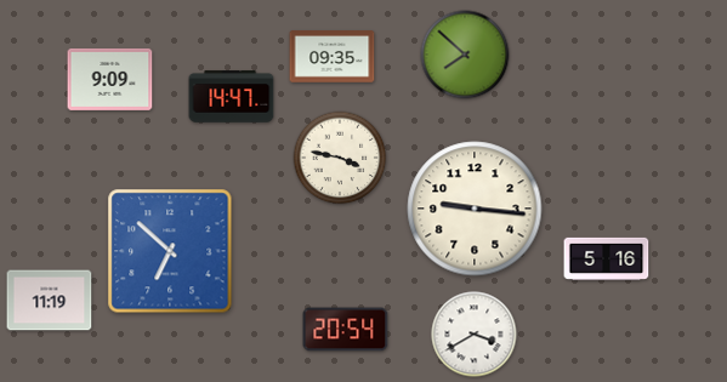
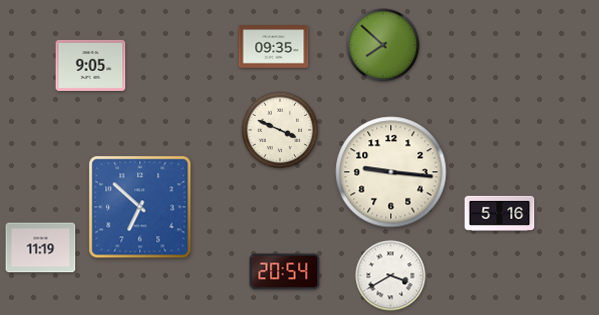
clock at (110, 79): 9:09 -> 9:05
clock at (232, 97): 14:47 -> none
clock at (340, 158): 3:47 -> 3:49
